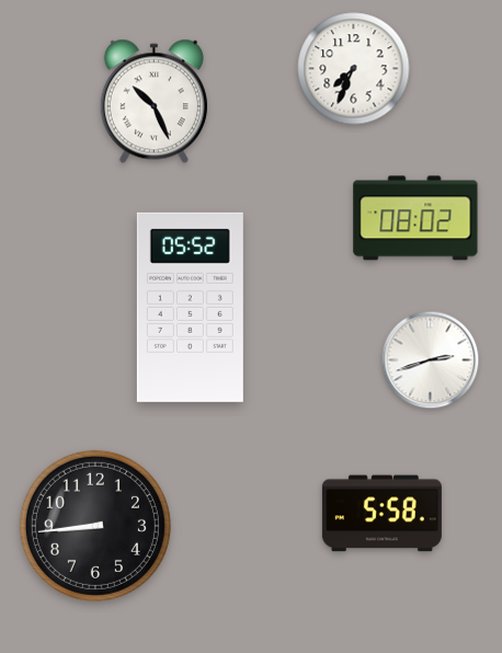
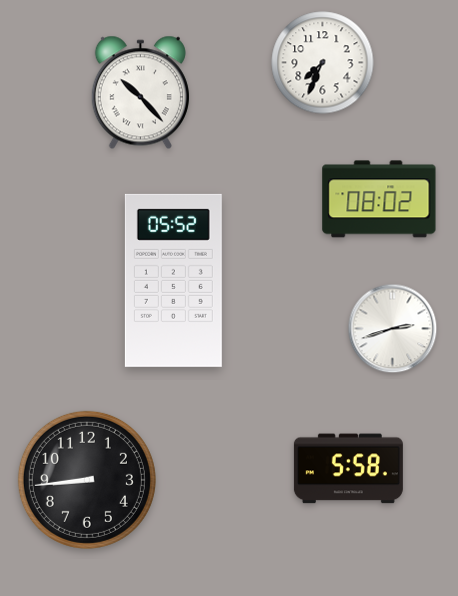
clock at (153, 102): 10:26 -> 10:23
